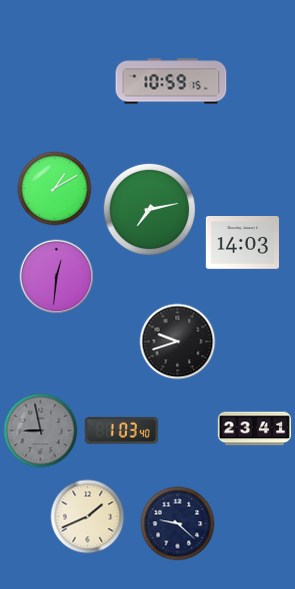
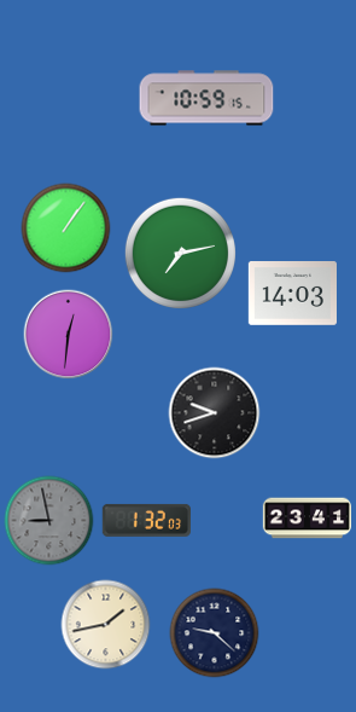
clock at (55, 189): 1:10 -> 1:06
clock at (121, 430): 1:03 -> 1:32
clock at (88, 517): 1:41 -> 1:43
